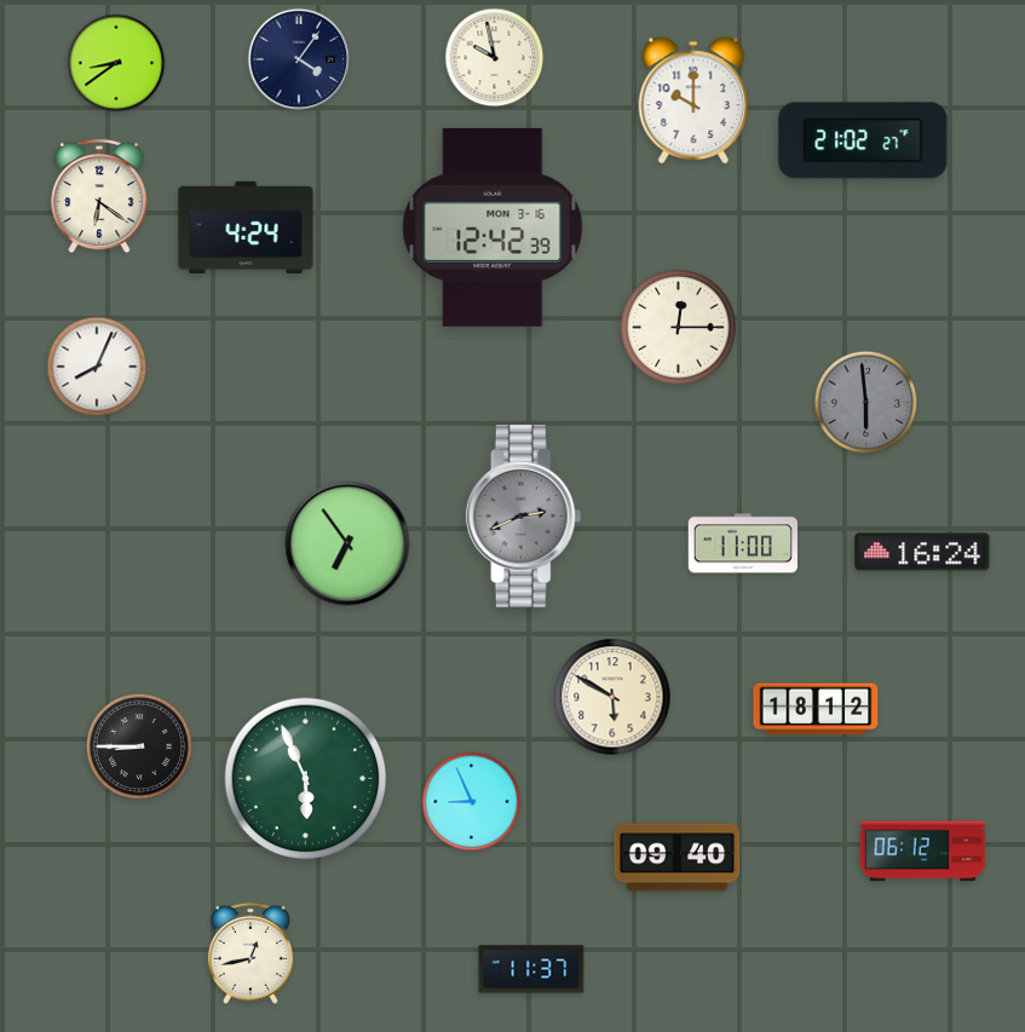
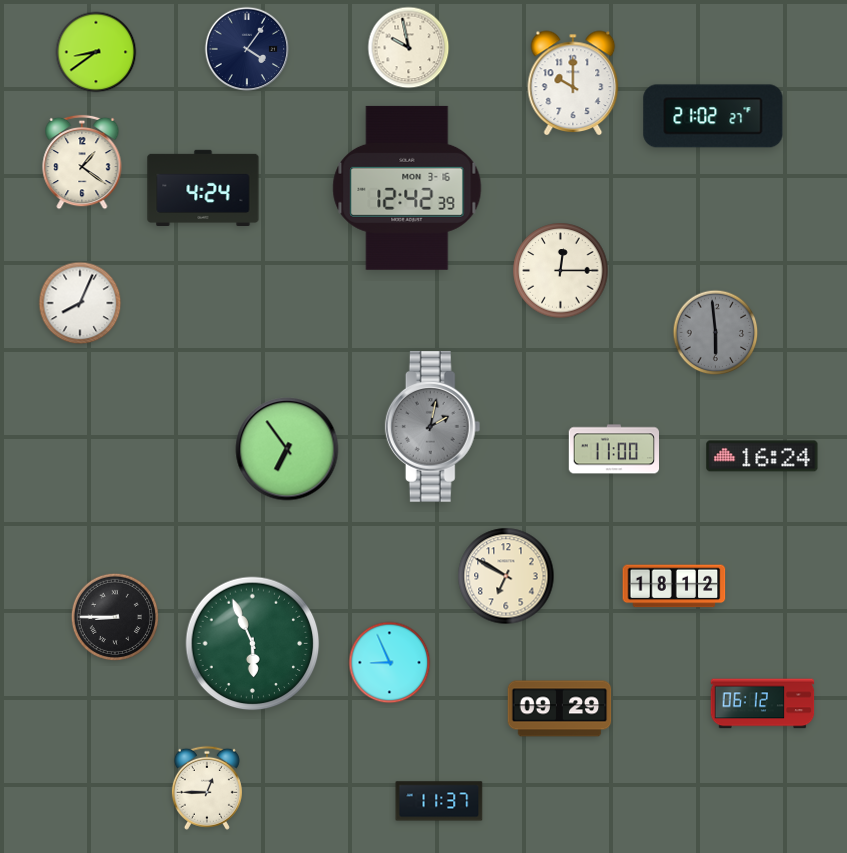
clock at (99, 196): 6:21 -> 1:21
clock at (524, 517): 2:41 -> 2:02
clock at (612, 697): 5:50 -> 6:50
clock at (678, 858): 09:40 -> 09:29
clock at (251, 953): 12:43 -> 12:45
